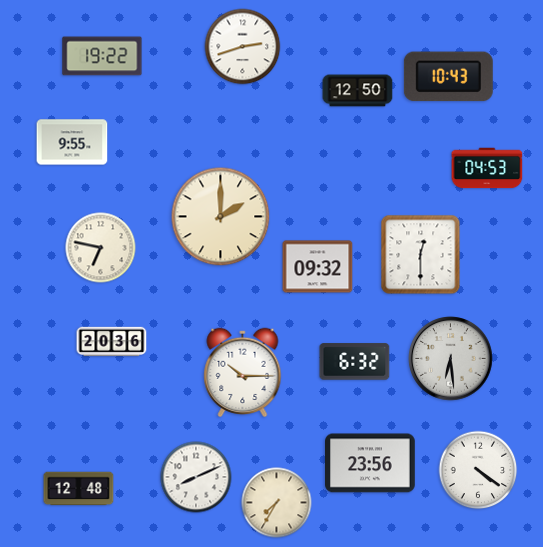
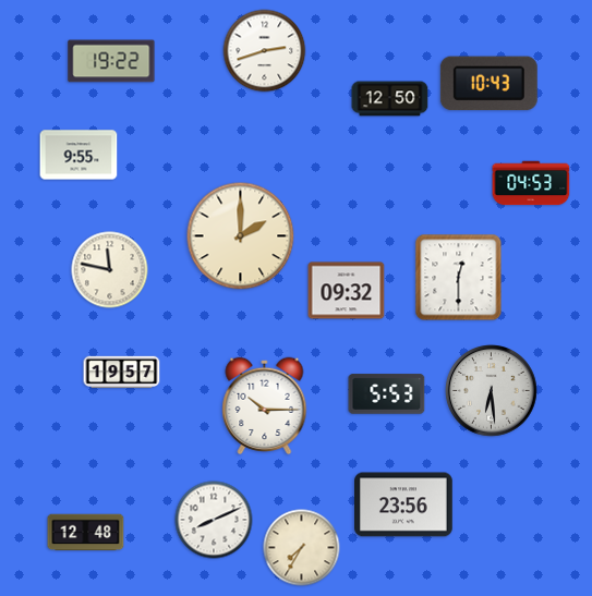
clock at (101, 248): 6:47 -> 11:47
clock at (112, 342): 20:36 -> 19:57
clock at (355, 362): 6:32 -> 5:53
clock at (478, 470): 4:21 -> none
